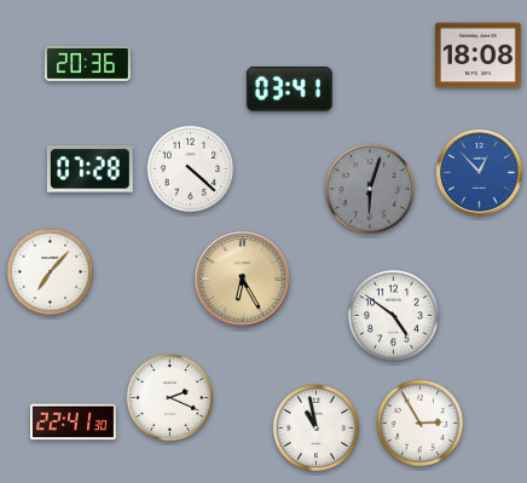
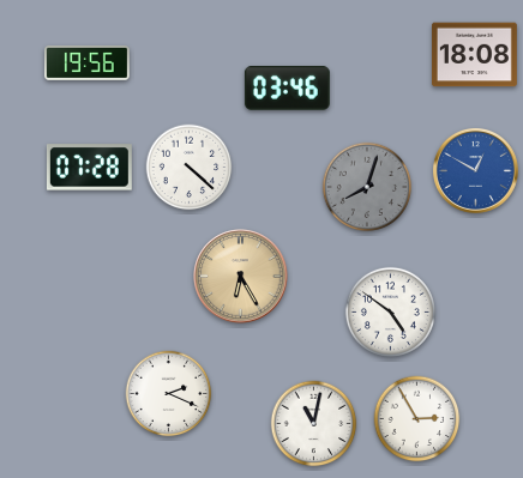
clock at (87, 63): 20:36 -> 19:56
clock at (289, 88): 03:41 -> 03:46
clock at (479, 172): 12:53 -> 12:50
clock at (369, 188): 6:03 -> 8:03
clock at (51, 272): 7:07 -> none
clock at (73, 422): 22:41 -> none
clock at (317, 429): 10:58 -> 11:02
